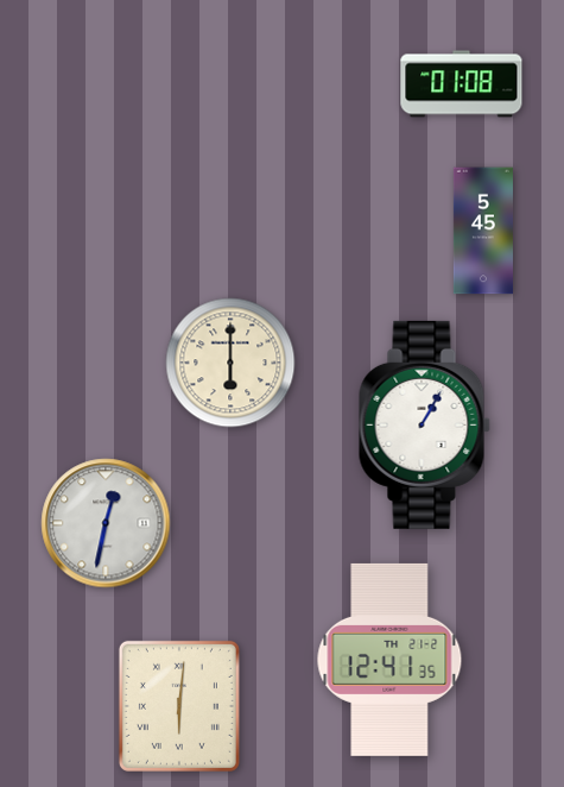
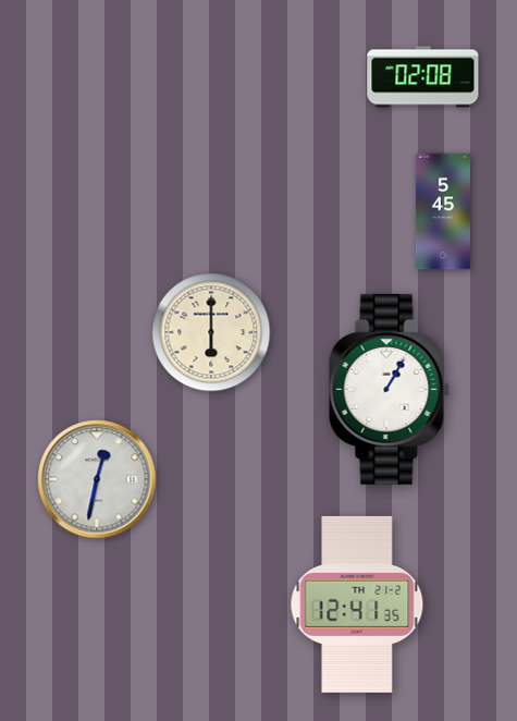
clock at (462, 84): 01:08 -> 02:08
clock at (179, 706): 6:01 -> none
